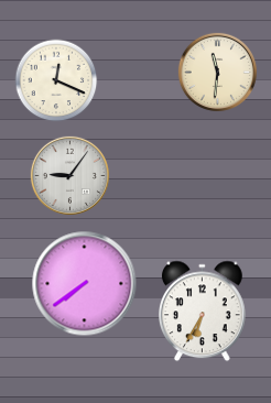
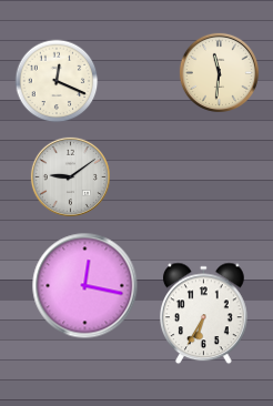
clock at (69, 175): 9:06 -> 9:09
clock at (85, 284): 7:39 -> 12:17
